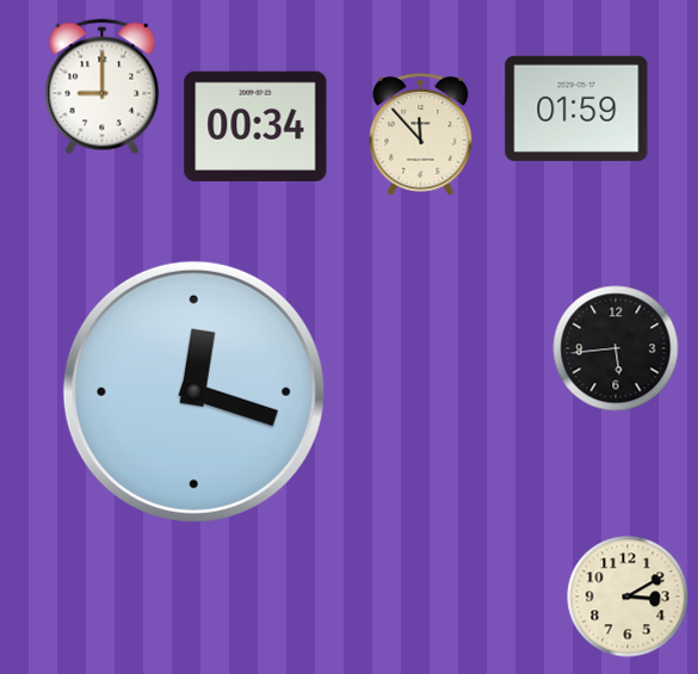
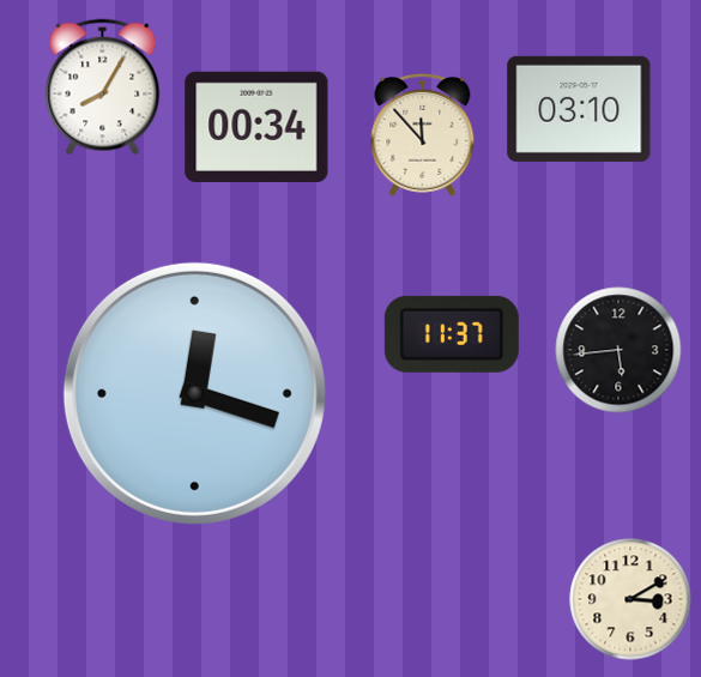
clock at (103, 87): 9:00 -> 8:05
clock at (576, 109): 01:59 -> 03:10
clock at (452, 334): none -> 11:37
